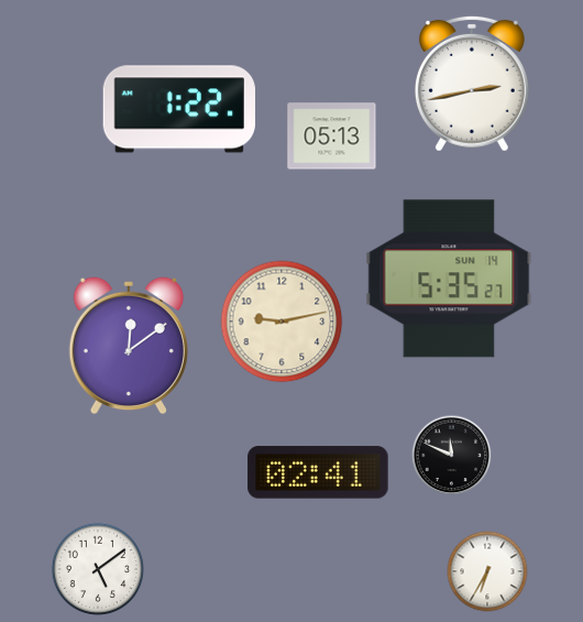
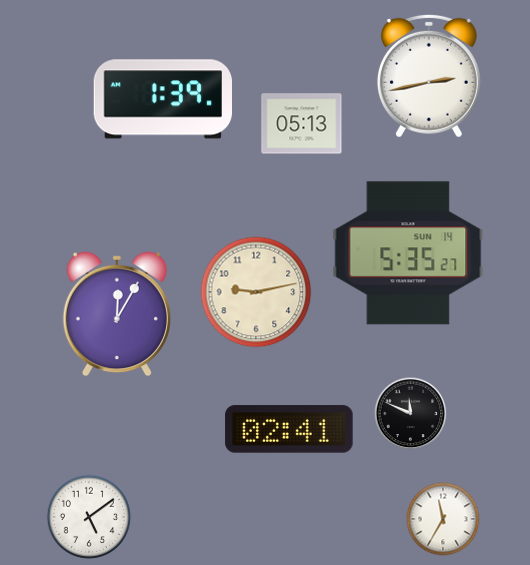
clock at (178, 109): 1:22 -> 1:39
clock at (129, 346): 12:09 -> 12:05
clock at (487, 571): 6:35 -> 11:35
